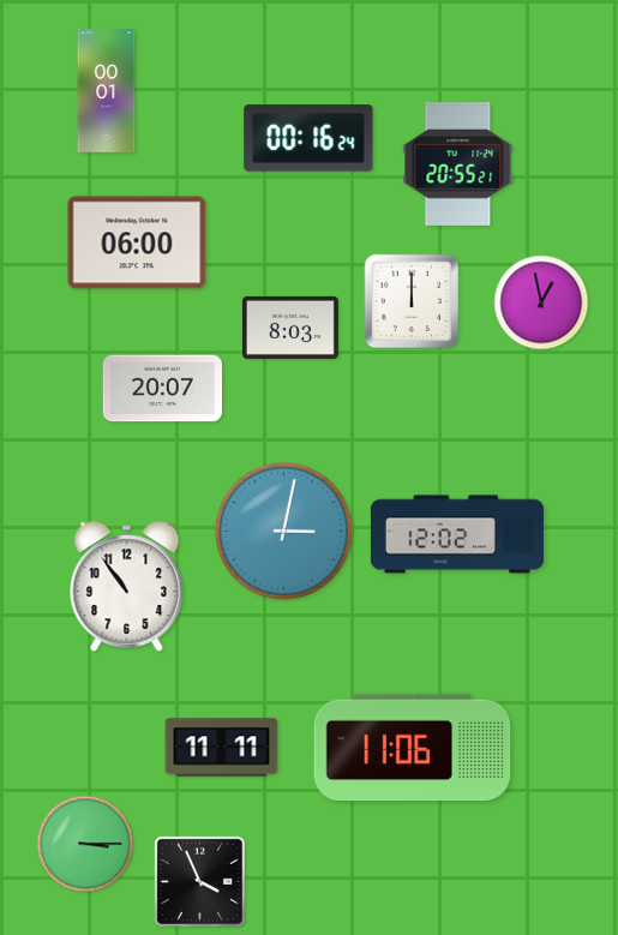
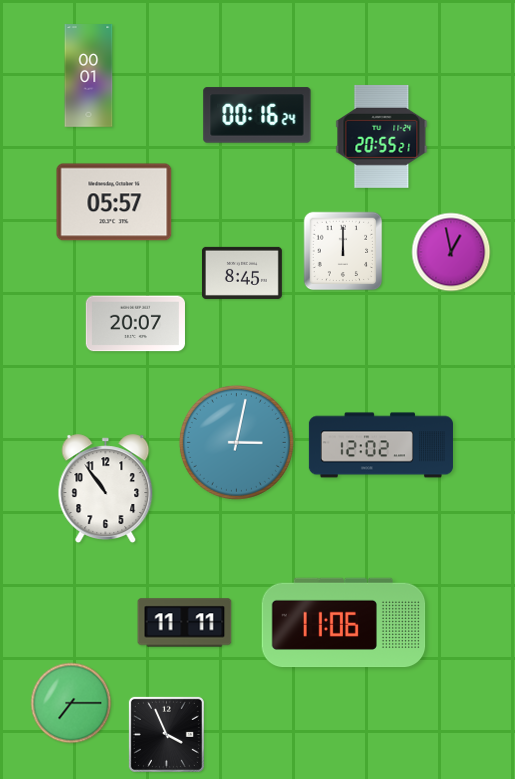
clock at (137, 242): 06:00 -> 05:57
clock at (290, 328): 8:03 -> 8:45
clock at (85, 844): 3:15 -> 7:15
